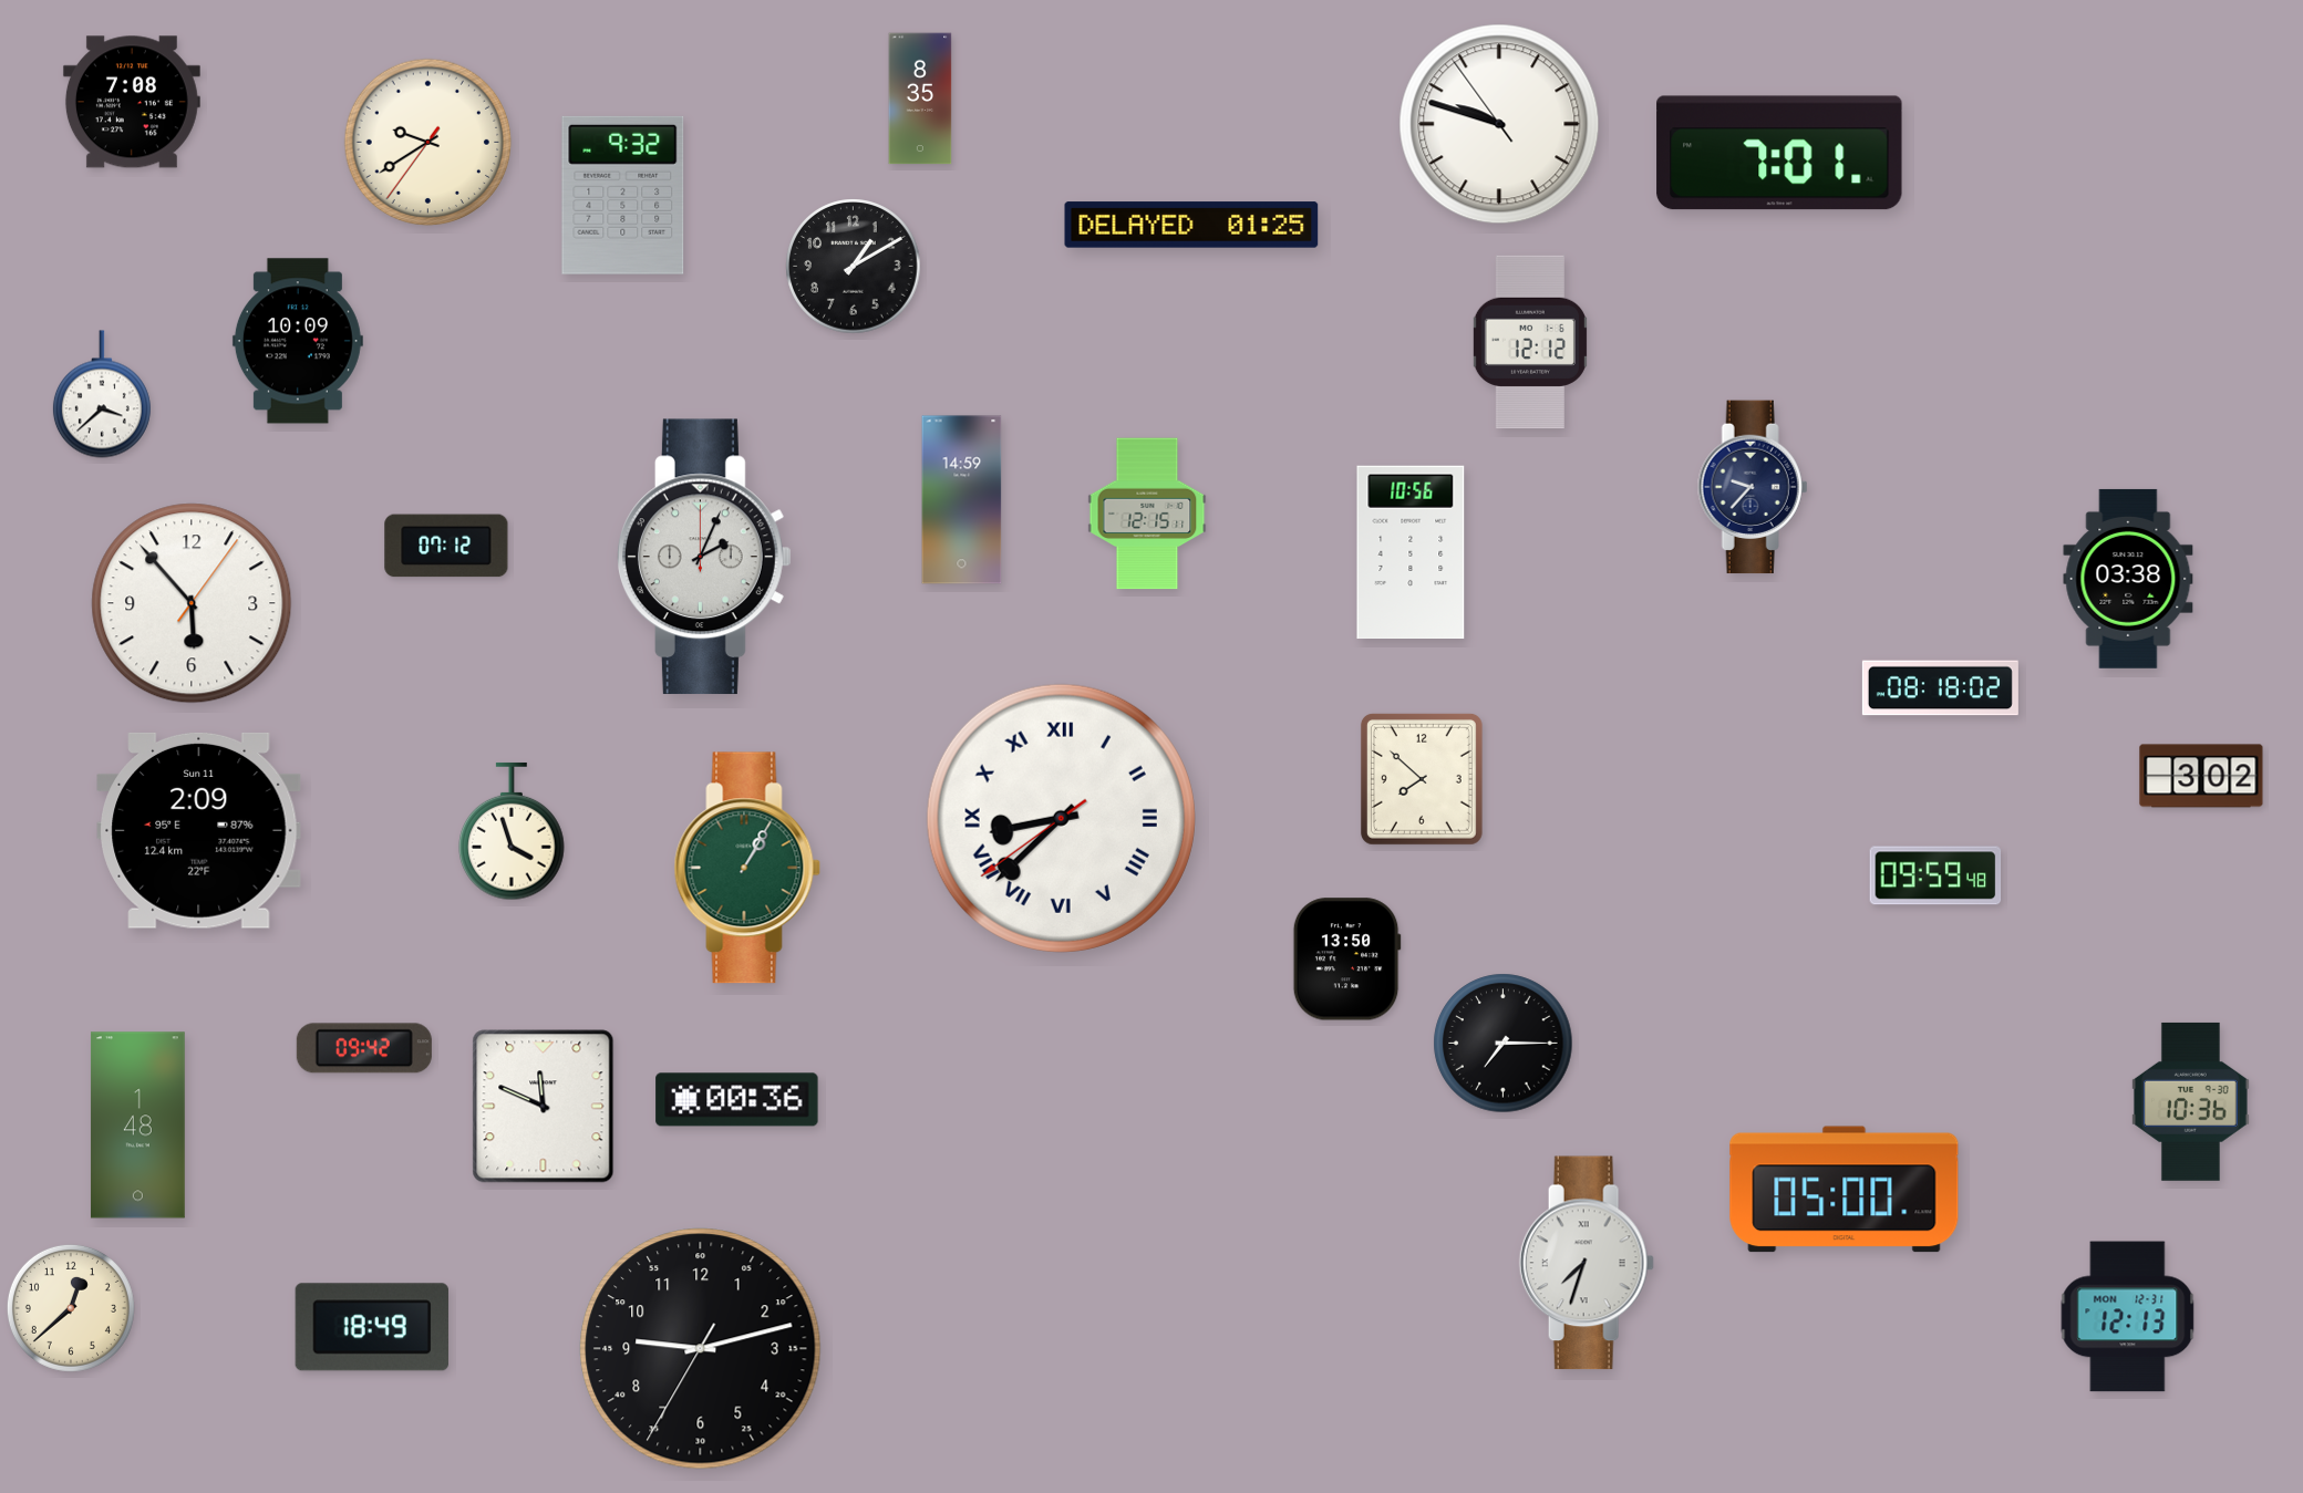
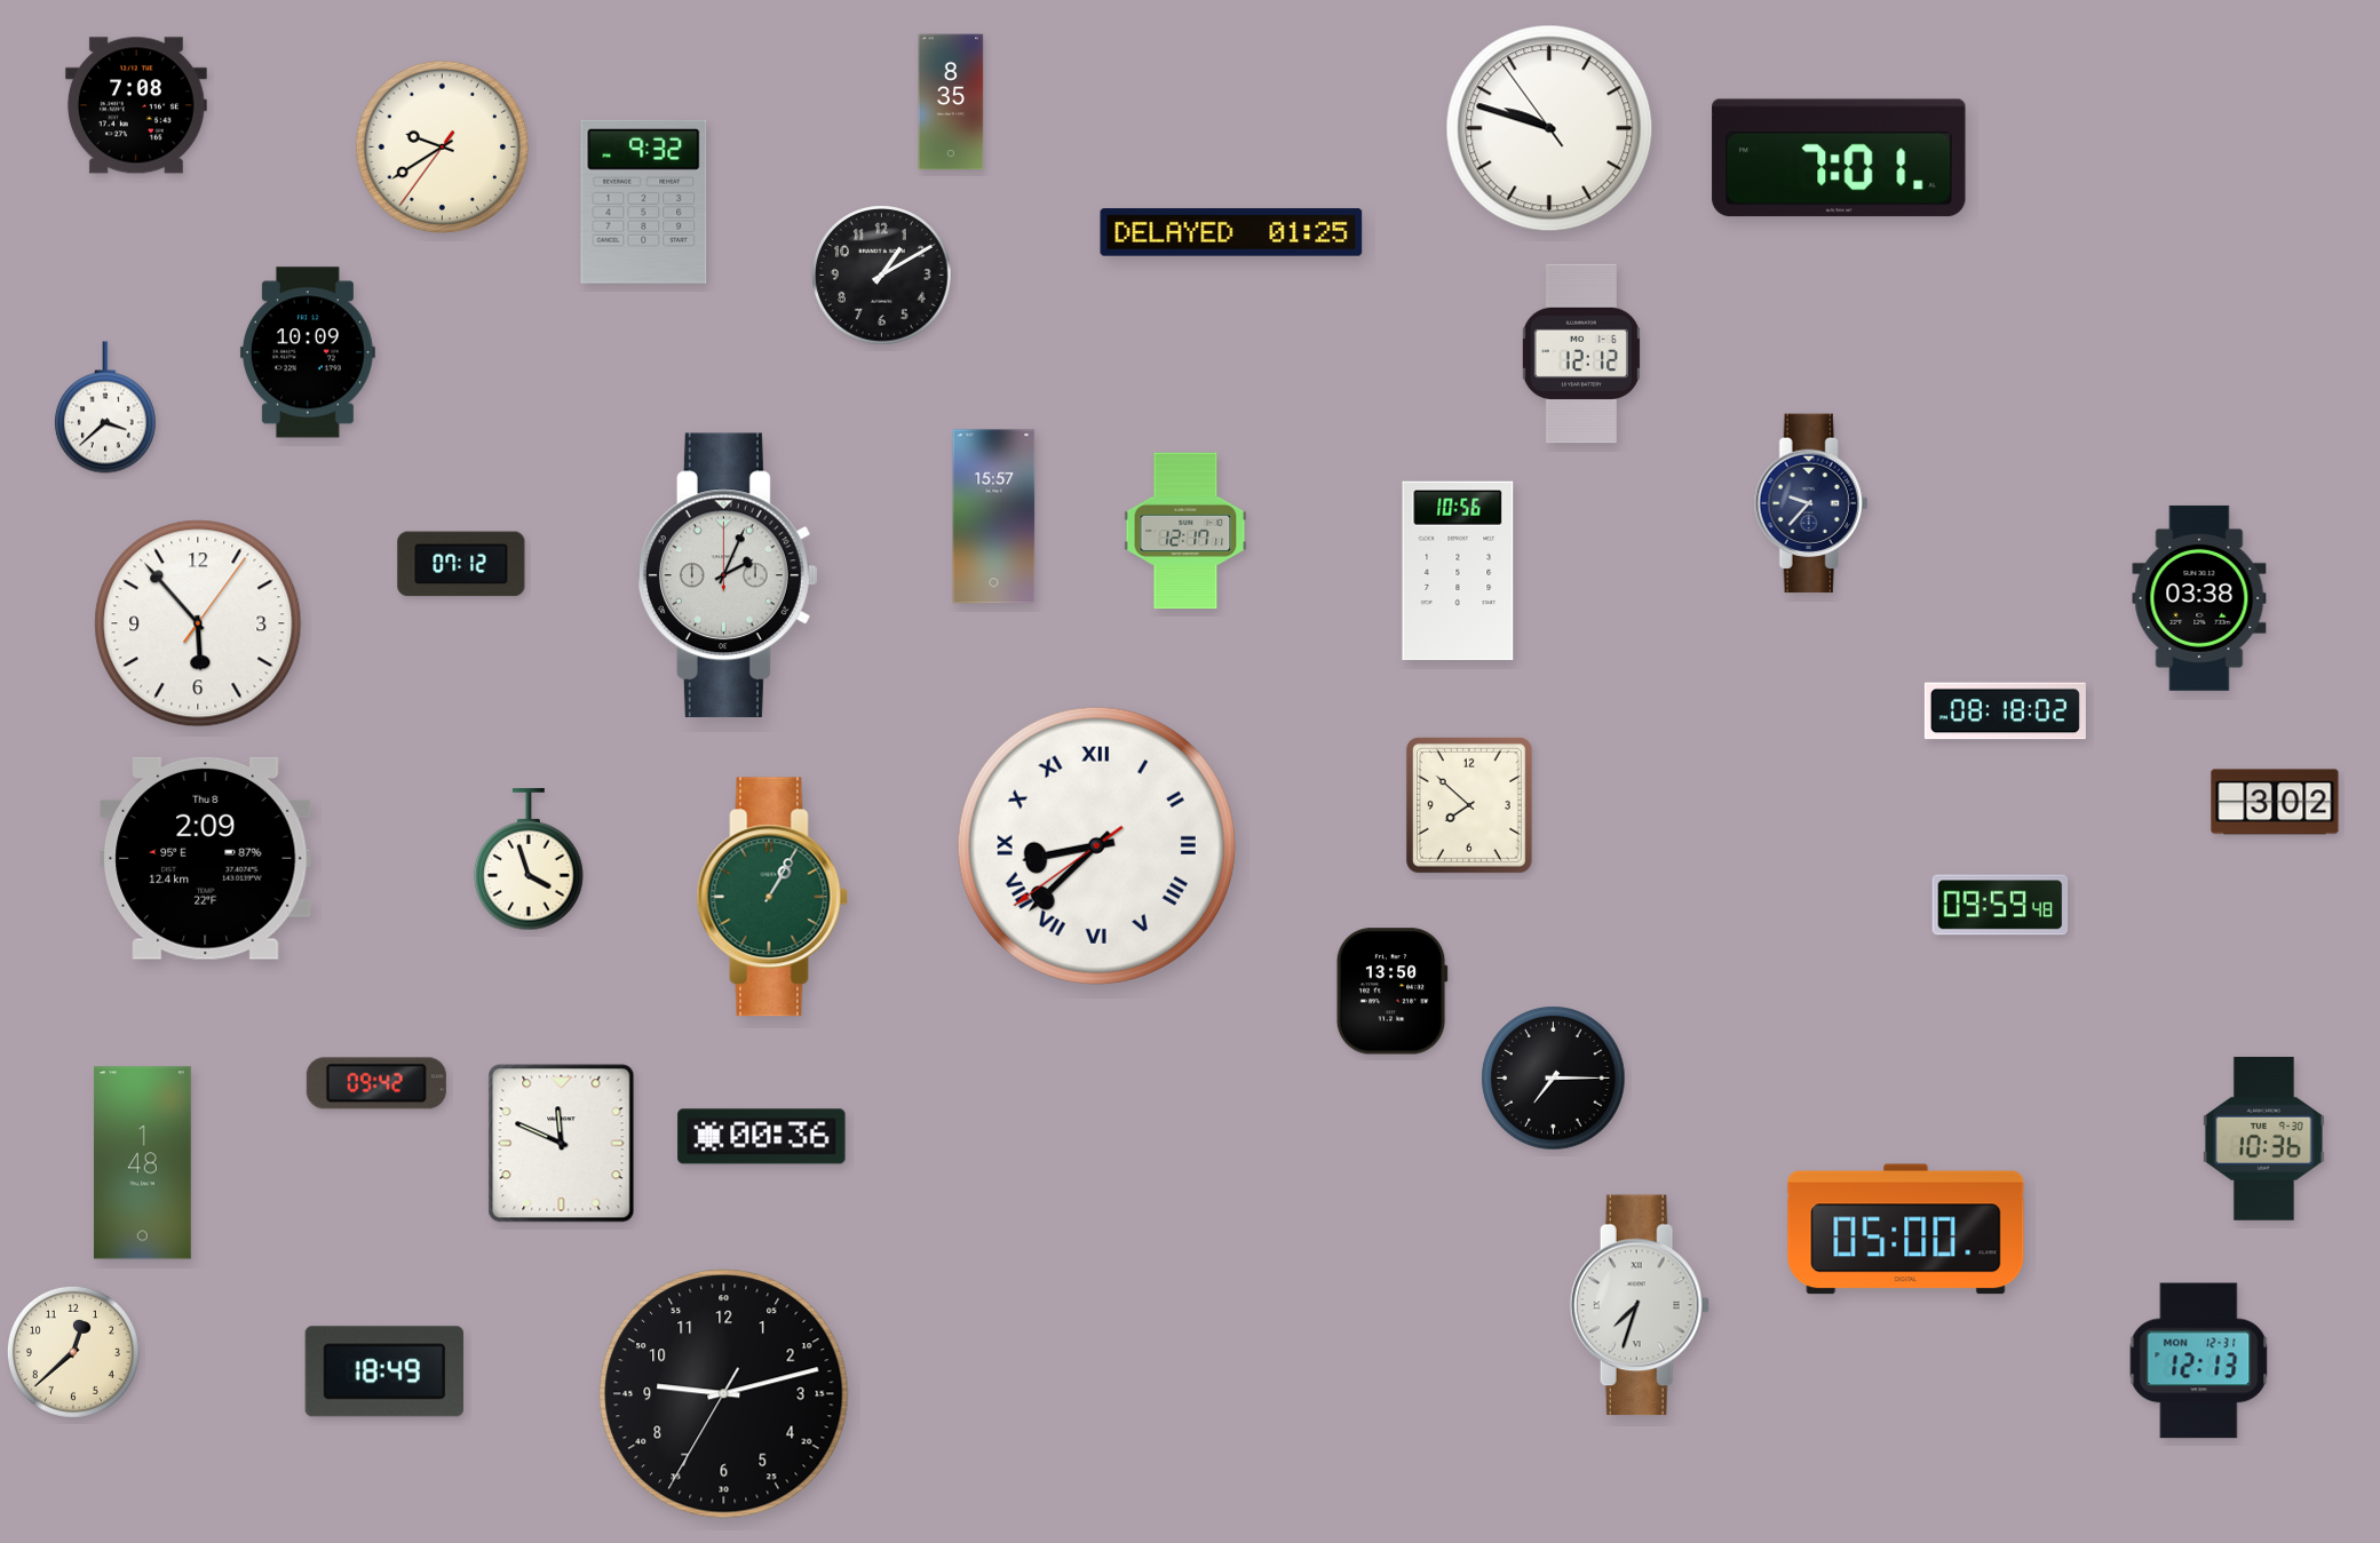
clock at (962, 500): 14:59 -> 15:57
clock at (1147, 514): 12:15 -> 12:17
clock at (199, 830) date: Sun 11 -> Thu 8
